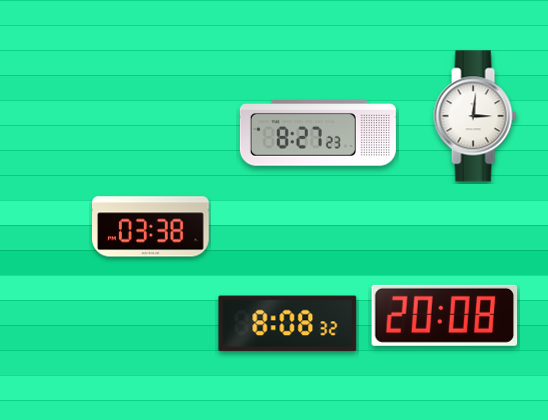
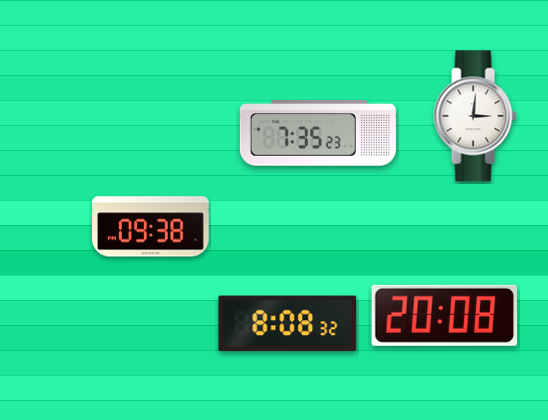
clock at (318, 133): 8:27 -> 7:35
clock at (151, 227): 03:38 -> 09:38
